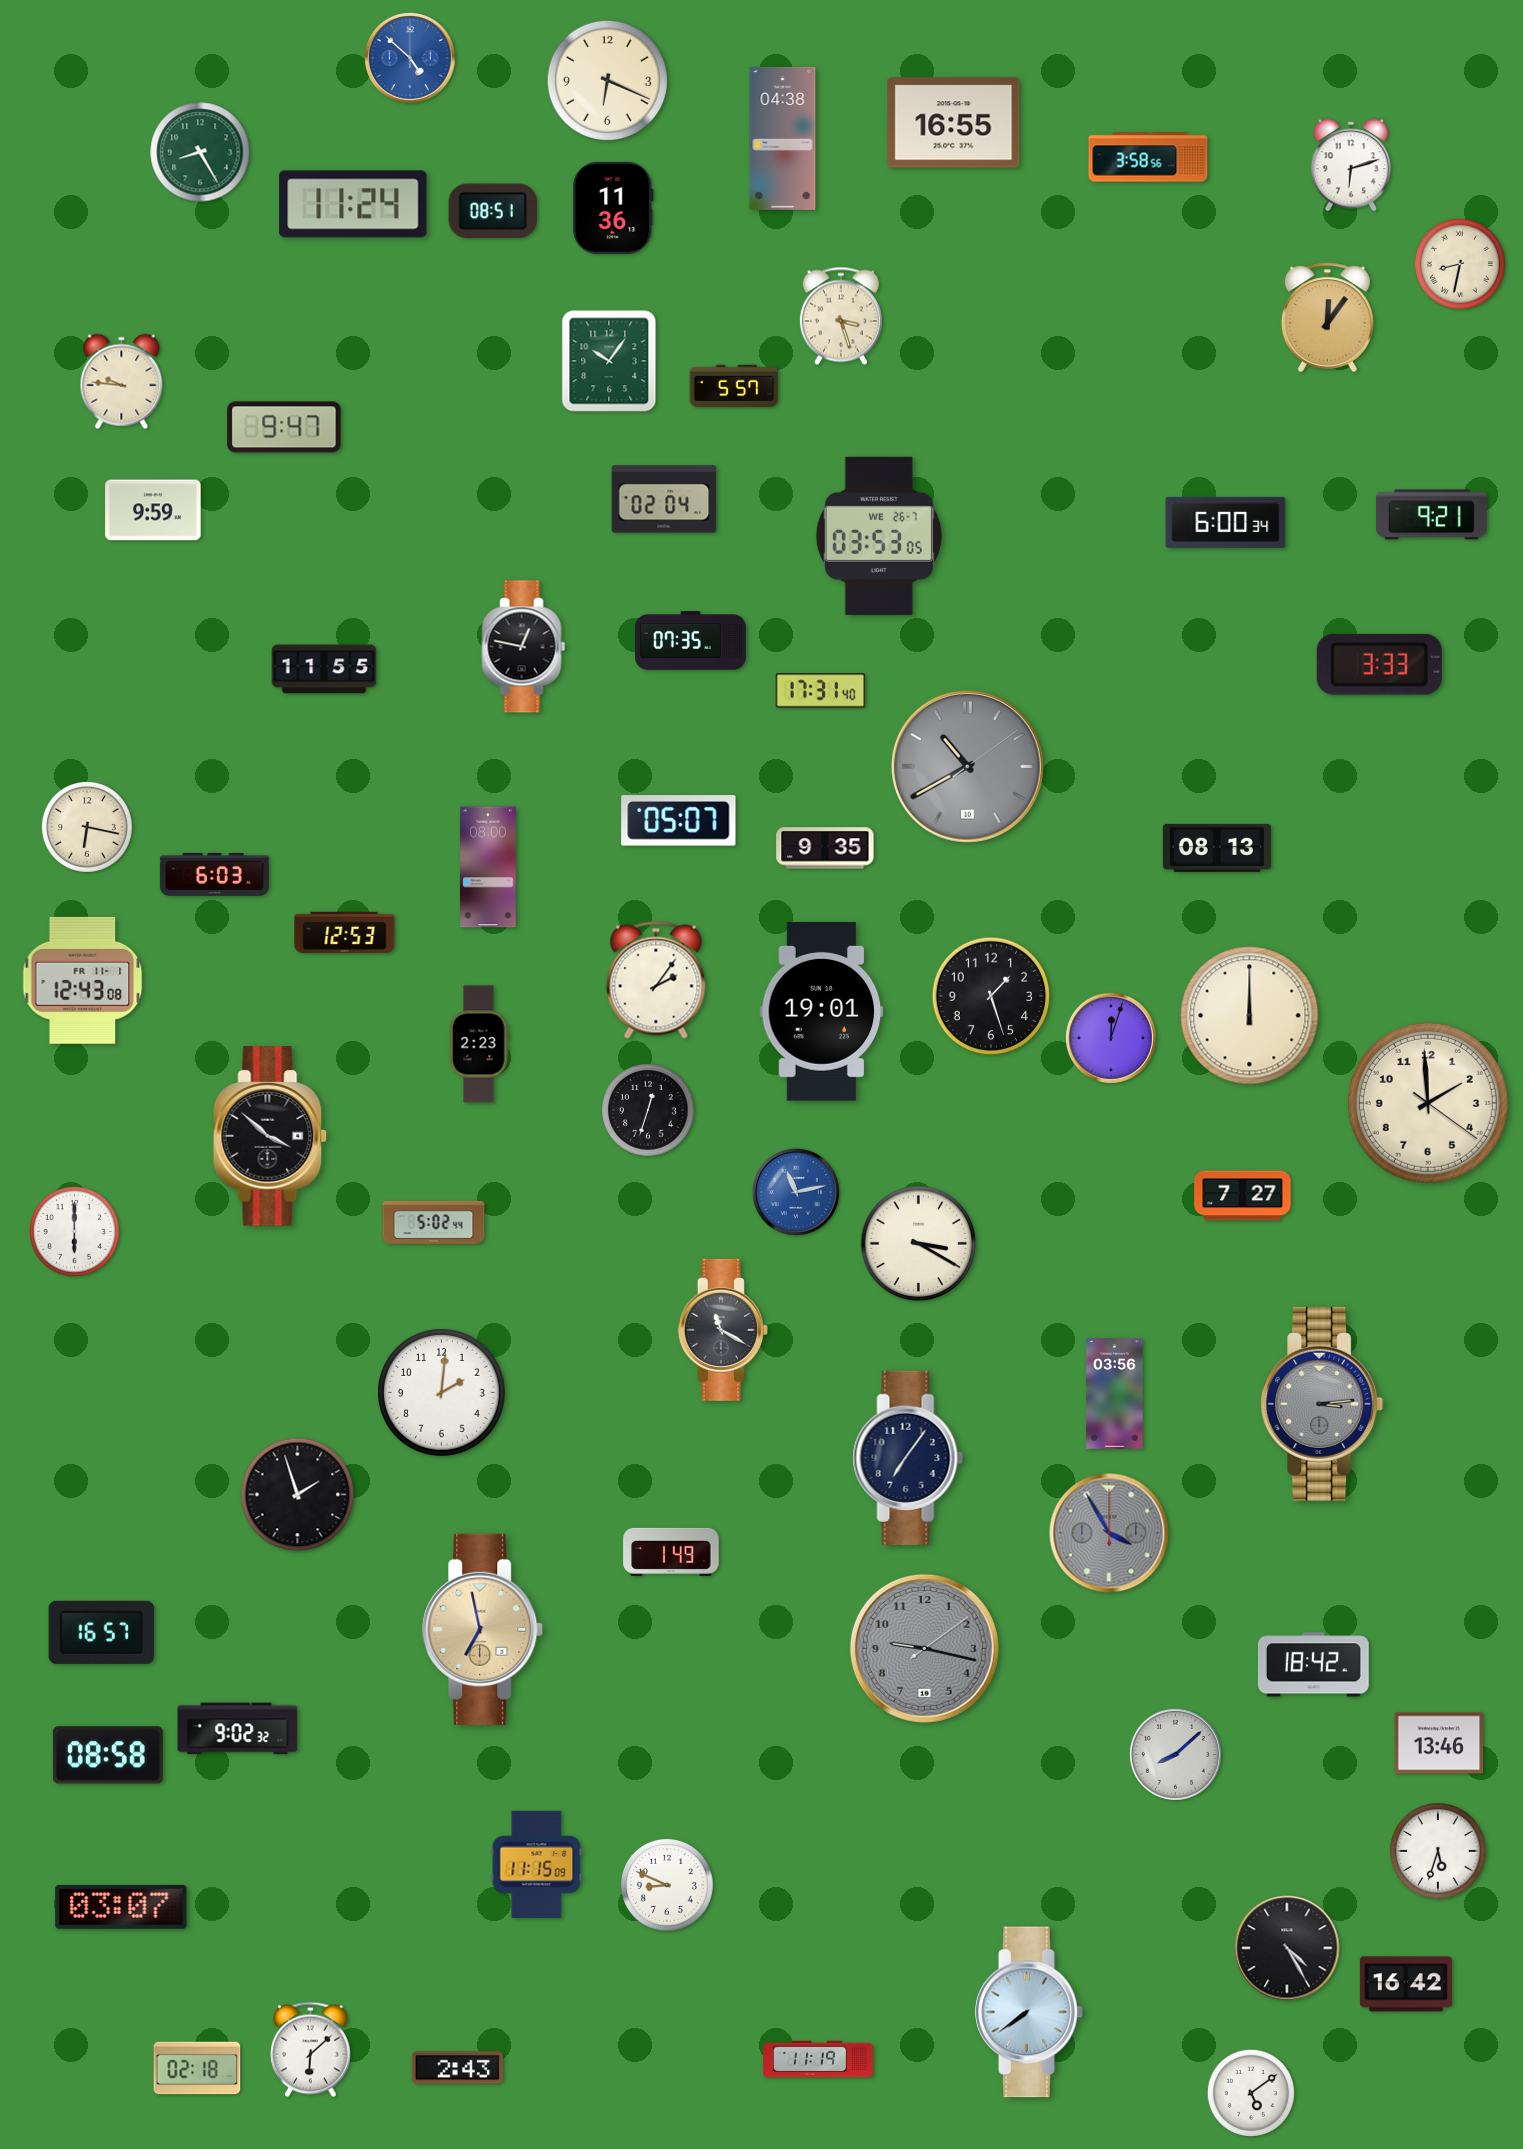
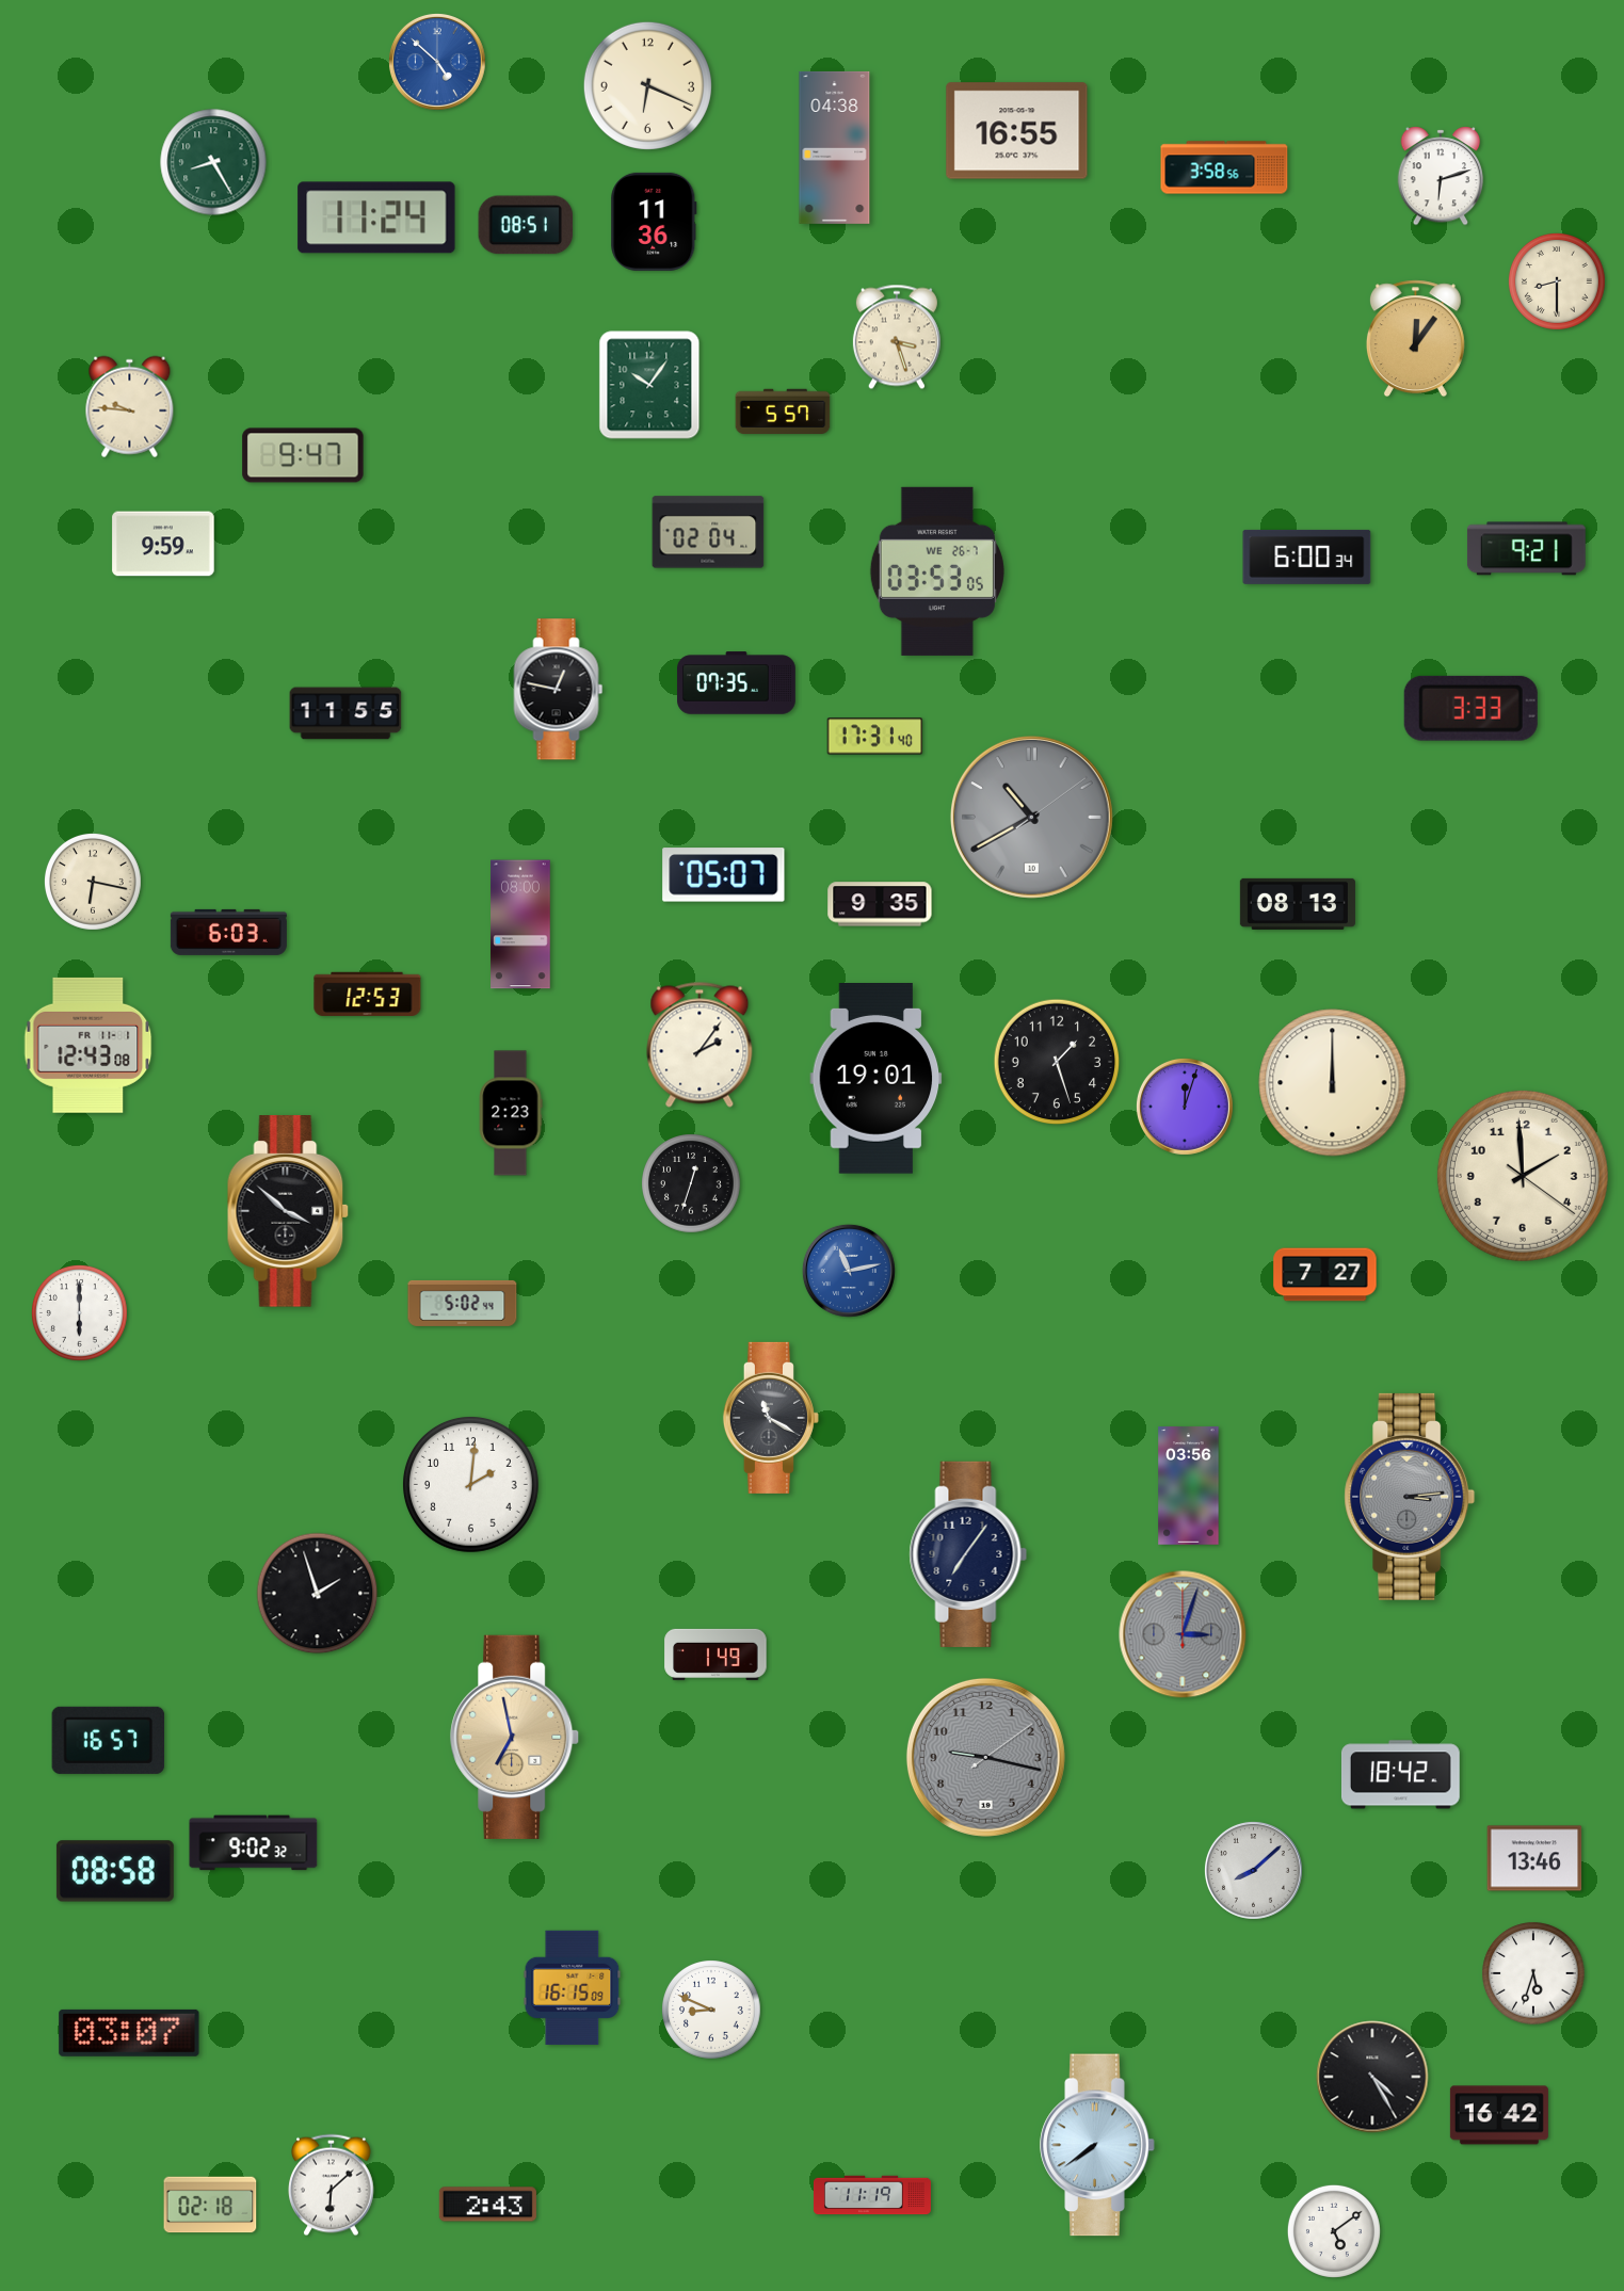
clock at (1460, 264): 8:32 -> 8:30
clock at (919, 1244): 3:20 -> none
clock at (1109, 1533): 3:55 -> 3:03
clock at (537, 1864): 11:15 -> 16:15
